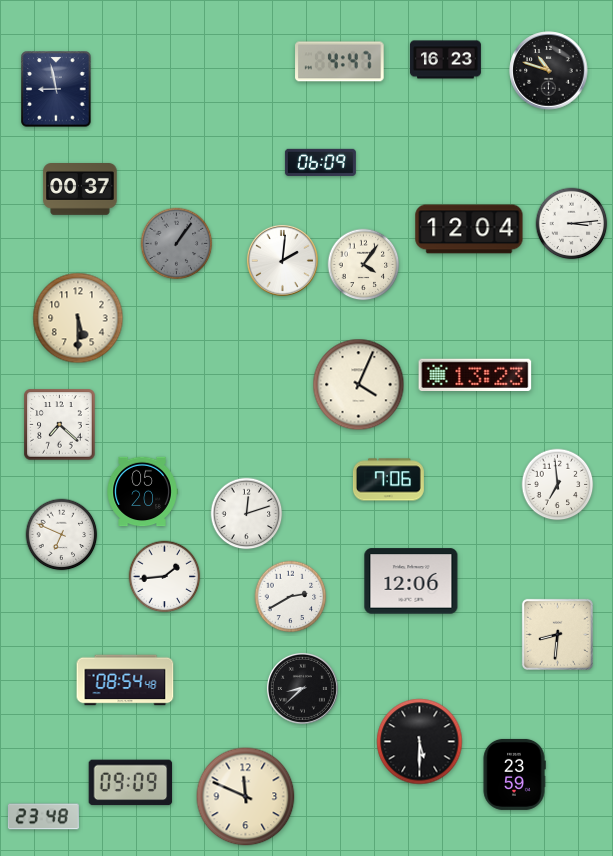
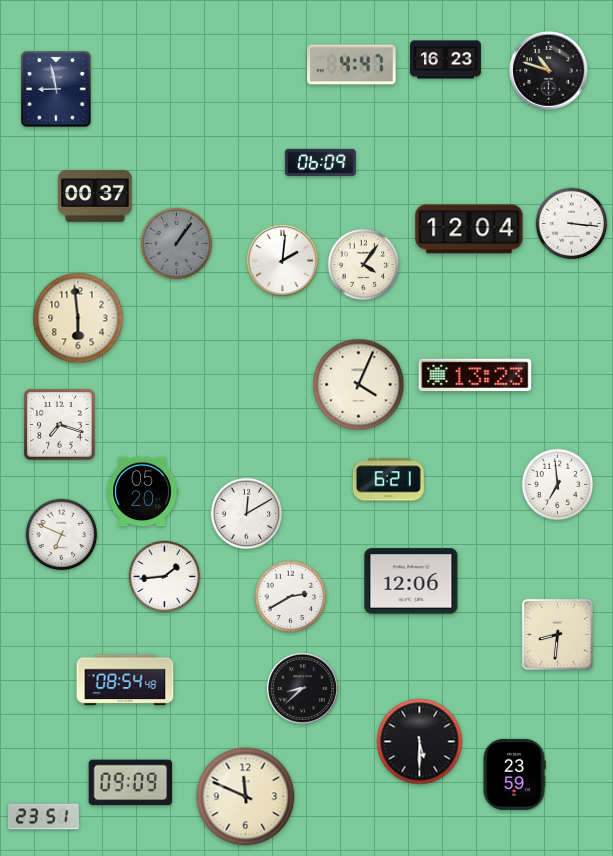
clock at (340, 62) position: (340, 62) -> (352, 65)
clock at (80, 190) position: (80, 190) -> (95, 197)
clock at (572, 224): 3:14 -> 3:16
clock at (78, 318): 5:30 -> 5:59
clock at (60, 425): 7:22 -> 7:18
clock at (388, 480): 7:06 -> 6:21
clock at (247, 514): 12:12 -> 12:10
clock at (43, 817): 23:48 -> 23:51
